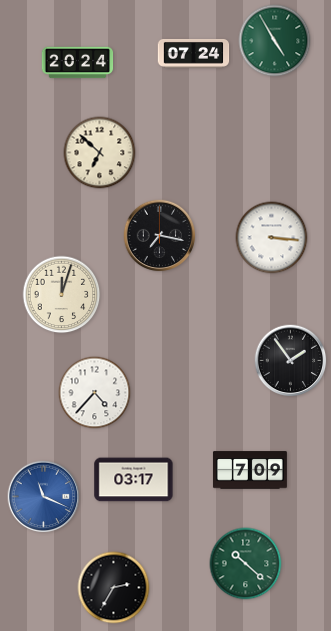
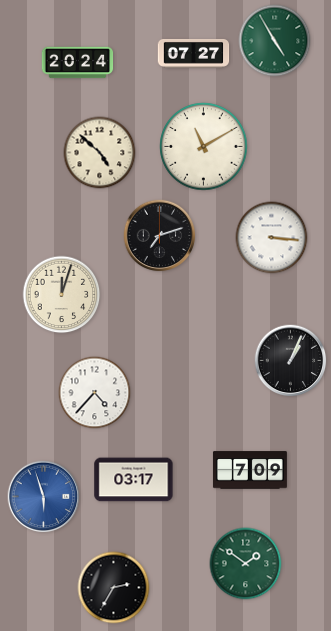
clock at (194, 53): 07:24 -> 07:27
clock at (204, 147): none -> 11:10
clock at (100, 153): 6:52 -> 4:52
clock at (160, 236): 7:17 -> 7:12
clock at (291, 361): 1:54 -> 1:04
clock at (44, 497): 11:19 -> 5:57
clock at (246, 564): 10:22 -> 1:51
